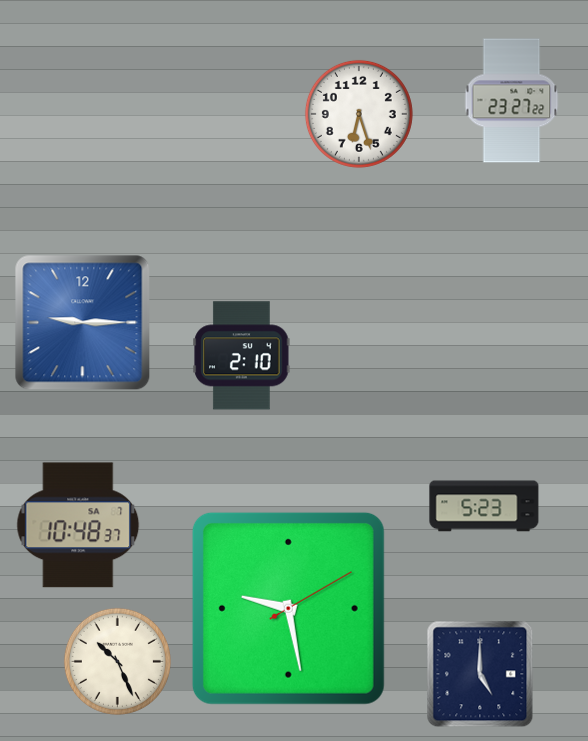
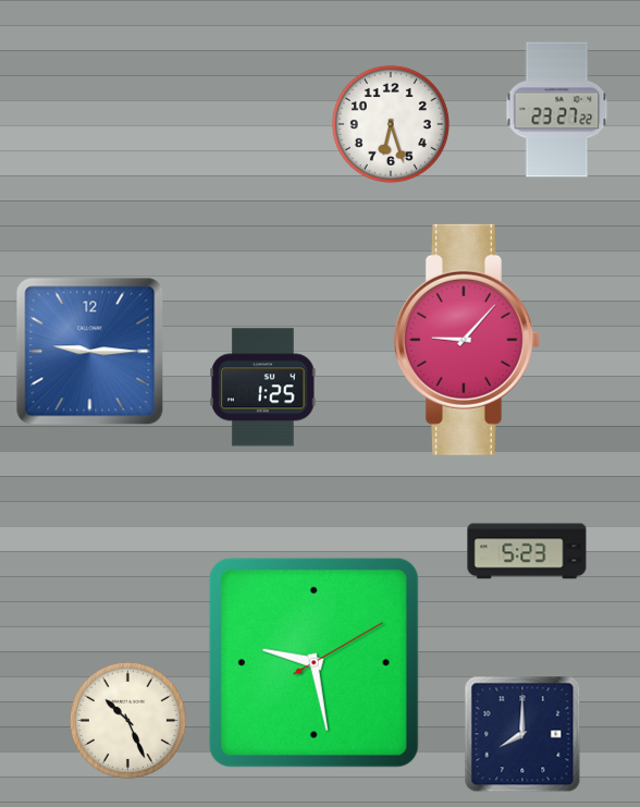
clock at (467, 340): none -> 9:07
clock at (242, 356): 2:10 -> 1:25
clock at (78, 525): 10:48 -> none
clock at (480, 674): 5:00 -> 8:00
